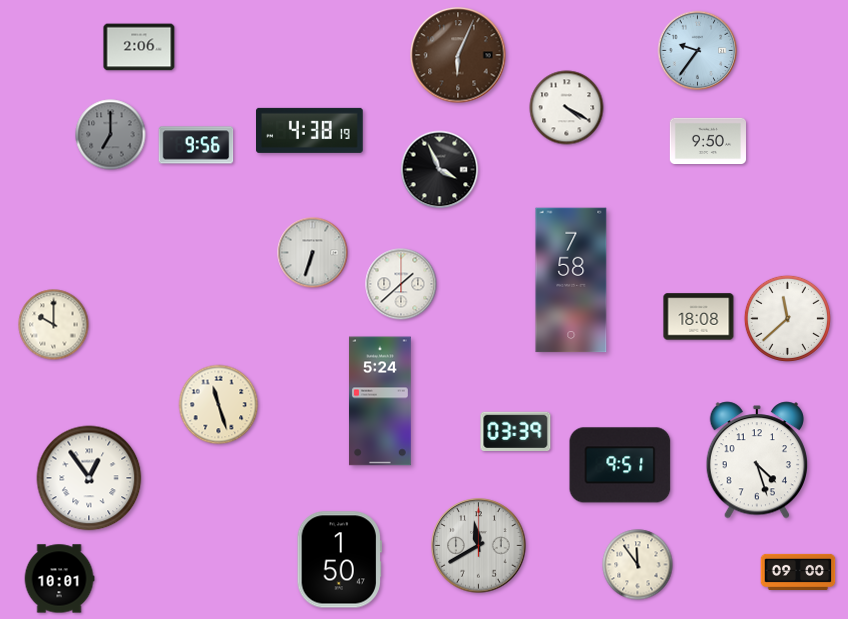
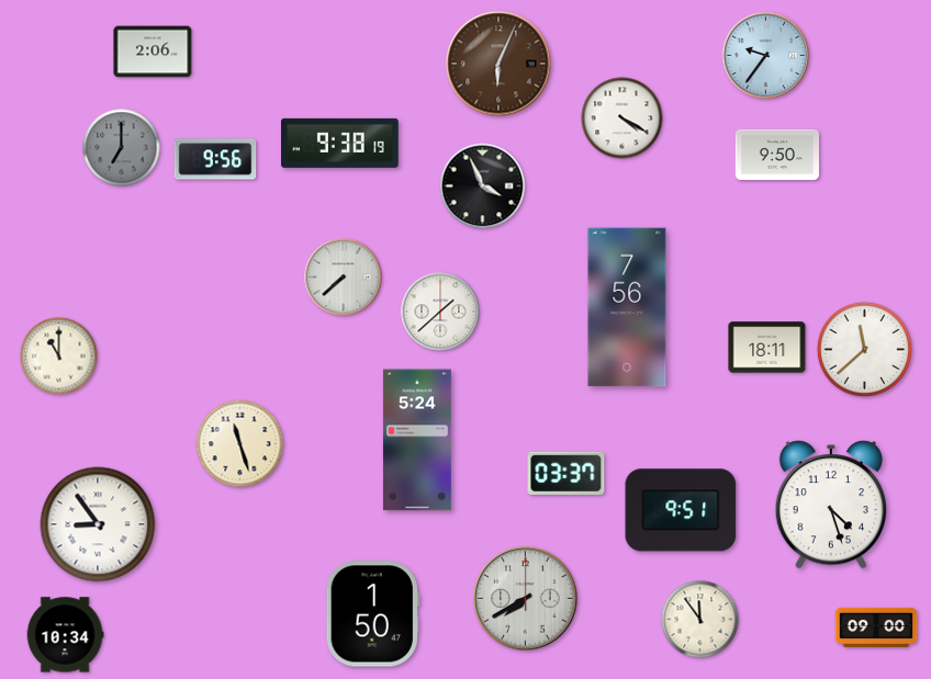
clock at (458, 55) position: (458, 55) -> (498, 64)
clock at (310, 130): 4:38 -> 9:38
clock at (313, 253): 6:33 -> 7:38
clock at (571, 280): 7:58 -> 7:56
clock at (699, 317): 18:08 -> 18:11
clock at (54, 325): 10:00 -> 11:00
clock at (516, 431): 03:39 -> 03:37
clock at (89, 478): 12:54 -> 8:54
clock at (479, 546): 11:40 -> 7:40
clock at (59, 579): 10:01 -> 10:34
